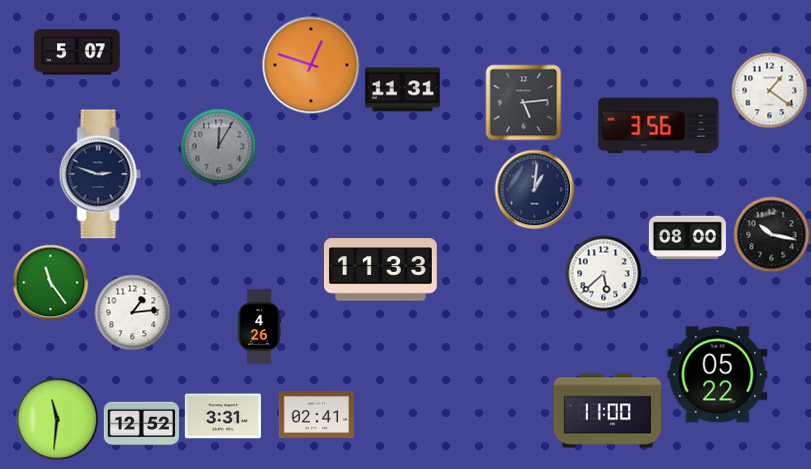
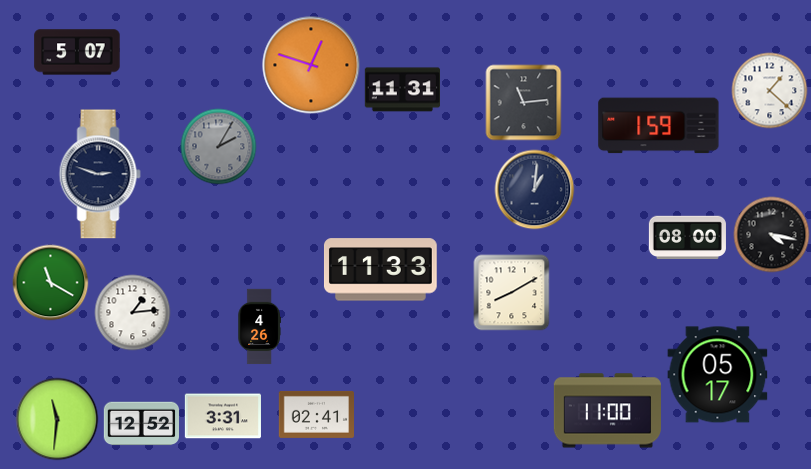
clock at (770, 91): 1:21 -> 1:22
clock at (524, 103): 5:14 -> 11:14
clock at (659, 126): 3:56 -> 1:59
clock at (219, 147): 12:05 -> 2:05
clock at (772, 235): 10:17 -> 4:17
clock at (604, 274): 5:38 -> none
clock at (51, 283): 11:24 -> 11:20
clock at (512, 293): none -> 8:10
clock at (718, 375): 05:22 -> 05:17
